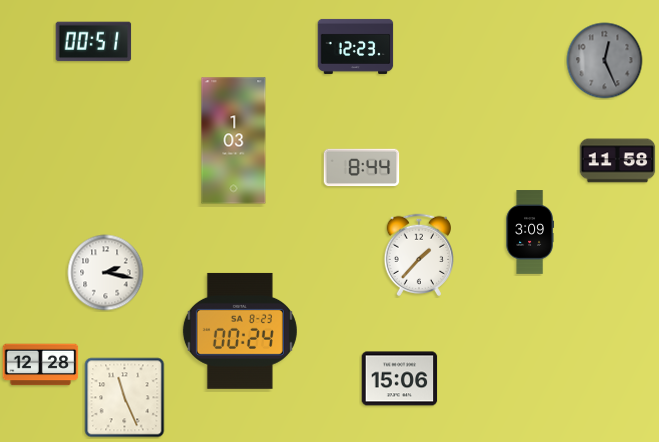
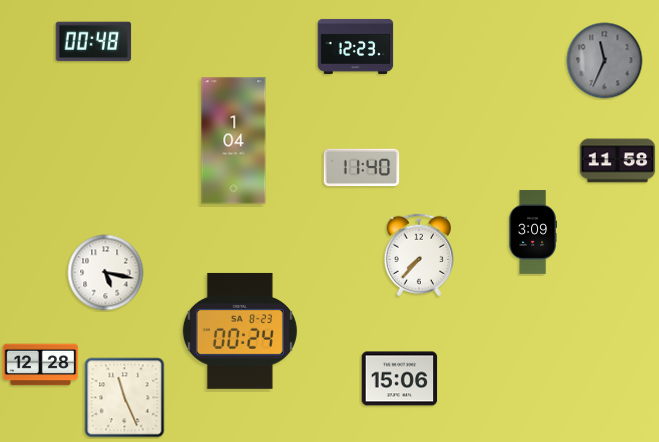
clock at (94, 42): 00:51 -> 00:48
clock at (605, 61): 12:26 -> 11:34
clock at (234, 141): 1:03 -> 1:04
clock at (362, 168): 8:44 -> 11:40
clock at (530, 232) position: (530, 232) -> (533, 232)
clock at (419, 254): 1:37 -> 7:37
clock at (106, 273): 2:17 -> 5:17
